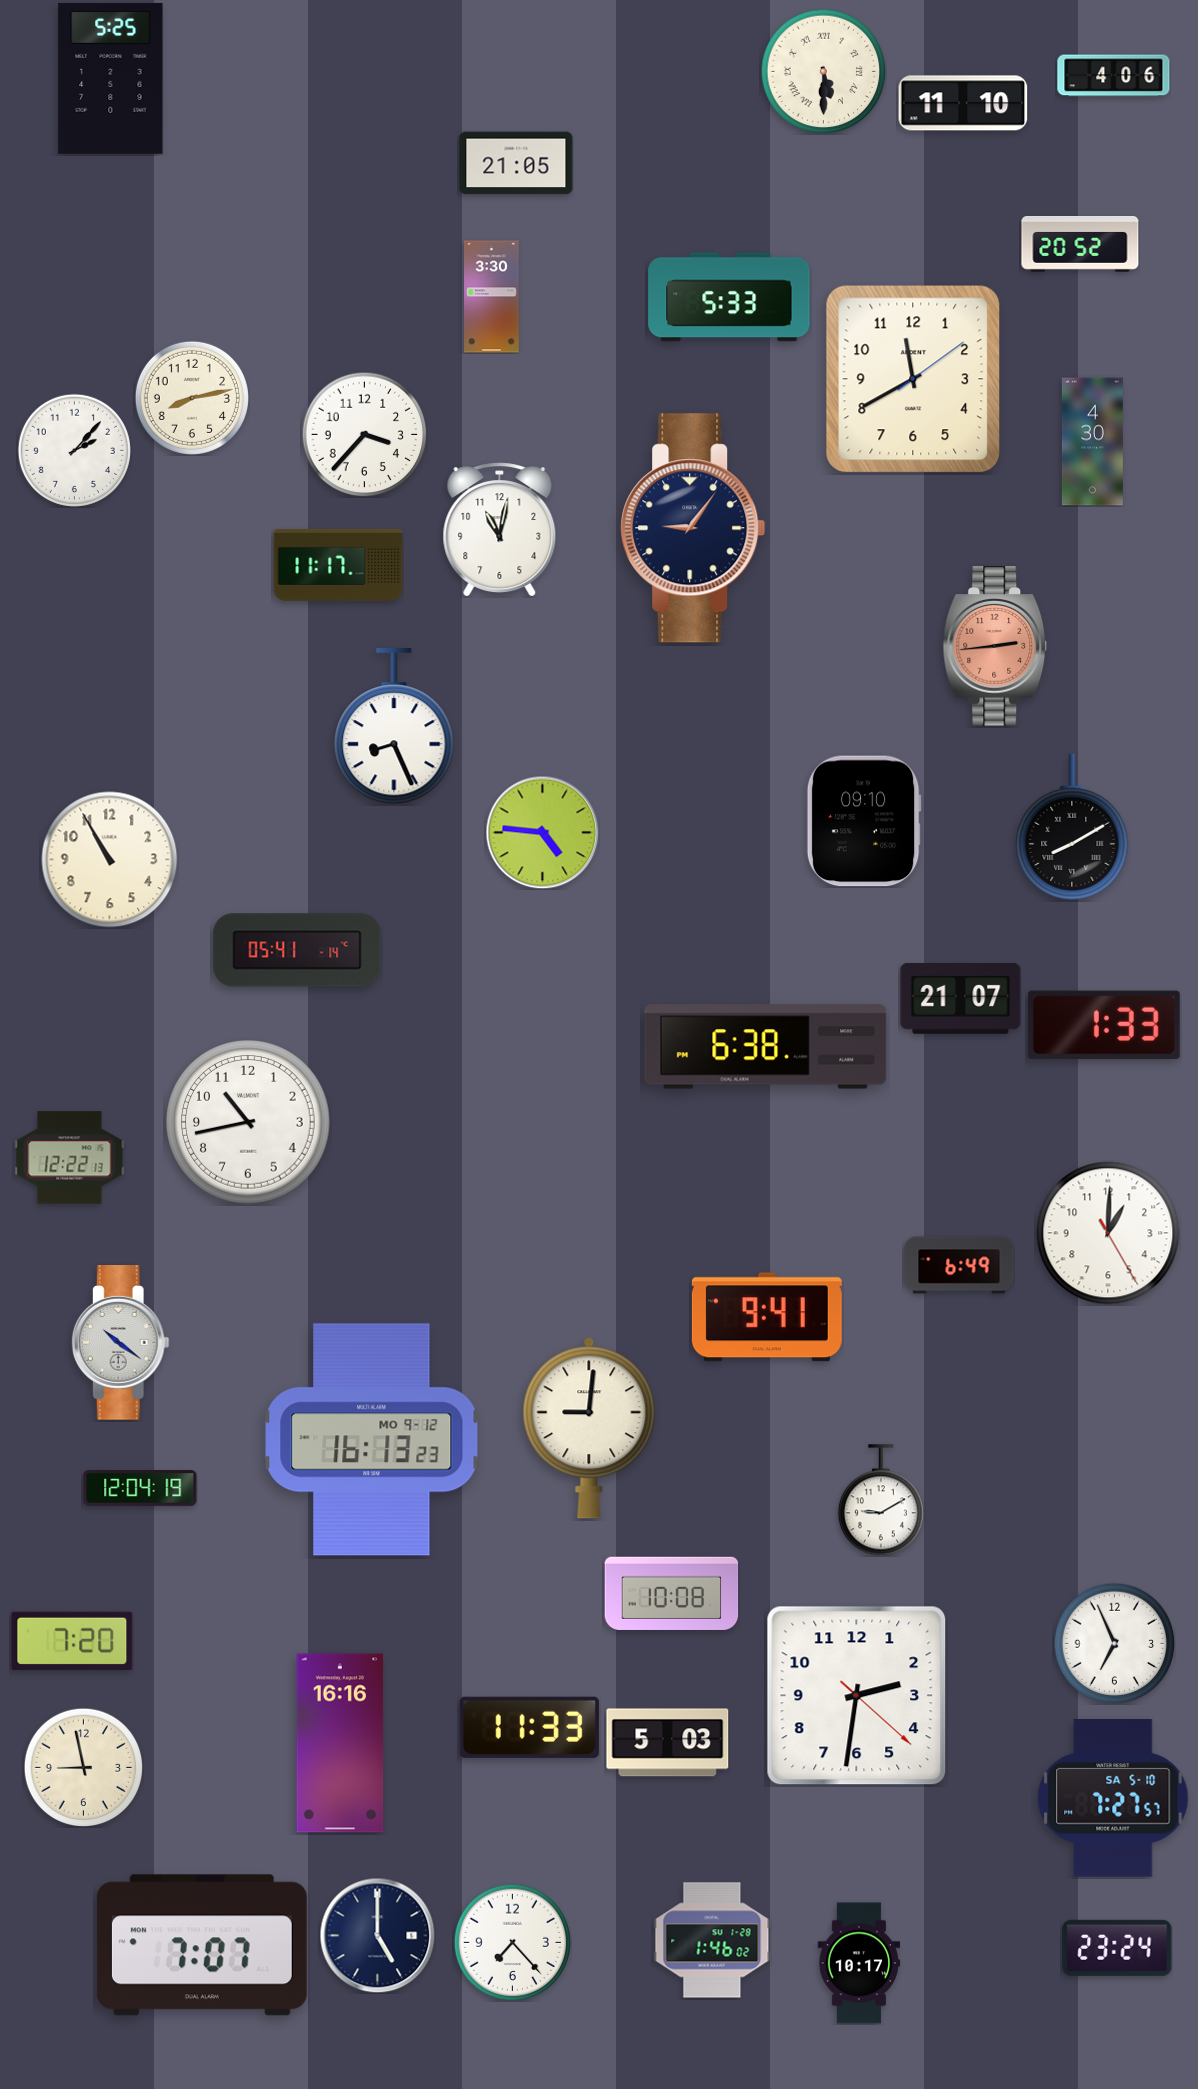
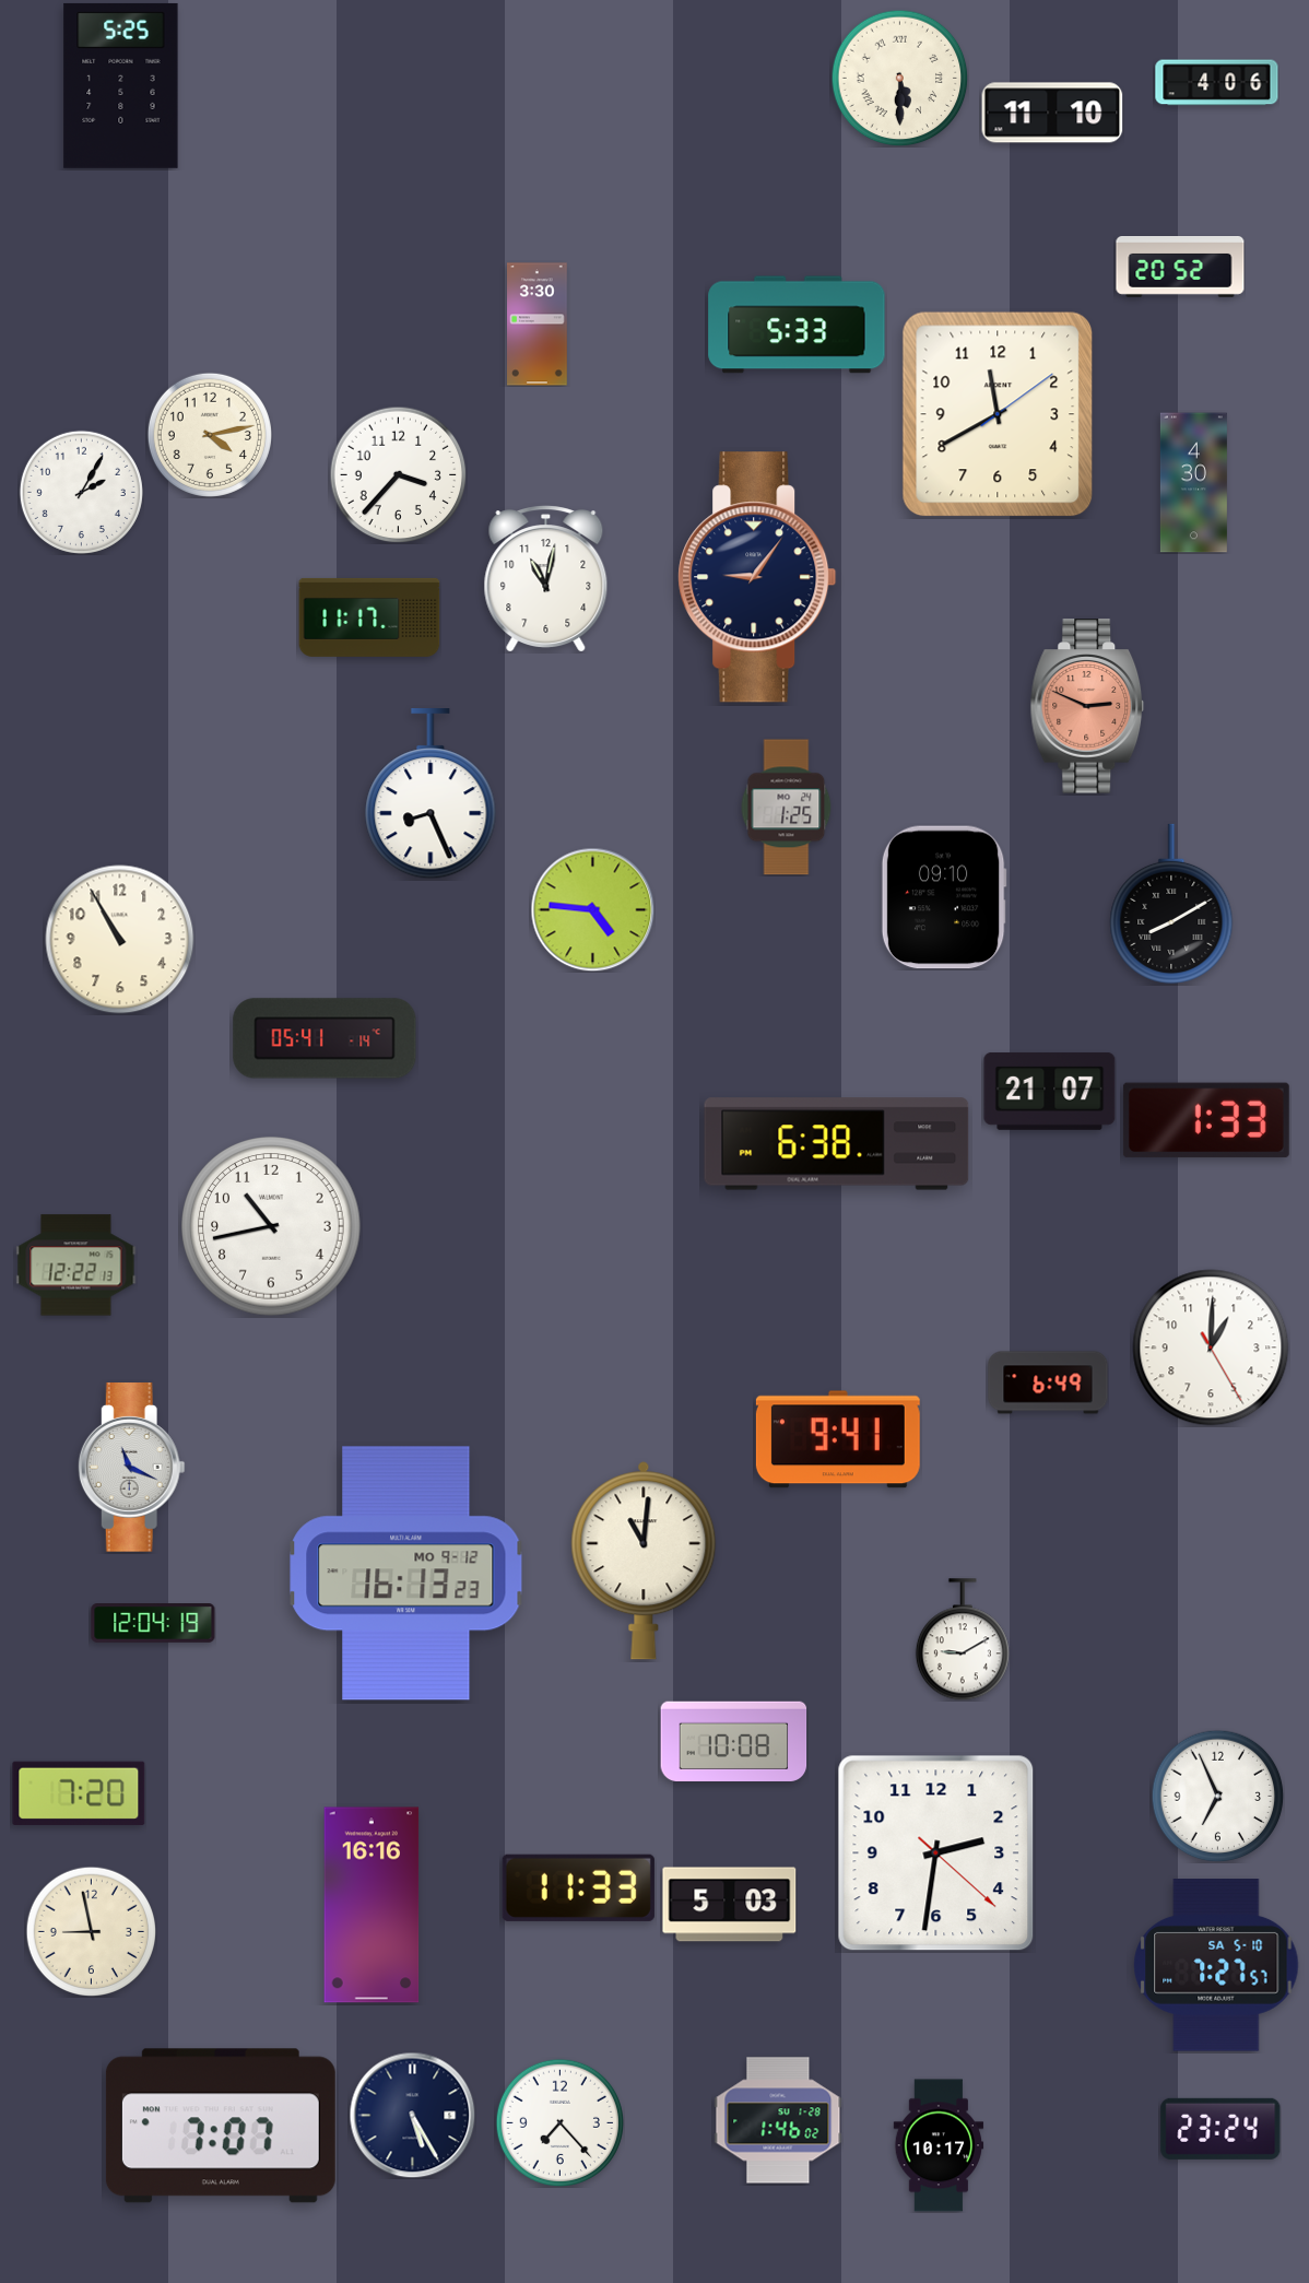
clock at (516, 163): 21:05 -> none
clock at (192, 398): 8:13 -> 4:13
clock at (74, 450): 2:07 -> 2:05
clock at (995, 646): 2:44 -> 2:49
clock at (787, 808): none -> 1:25
clock at (120, 1343): 10:21 -> 11:19
clock at (589, 1428): 9:01 -> 11:01
clock at (140, 1489) position: (140, 1489) -> (153, 1624)
clock at (377, 1935): 5:00 -> 5:25
